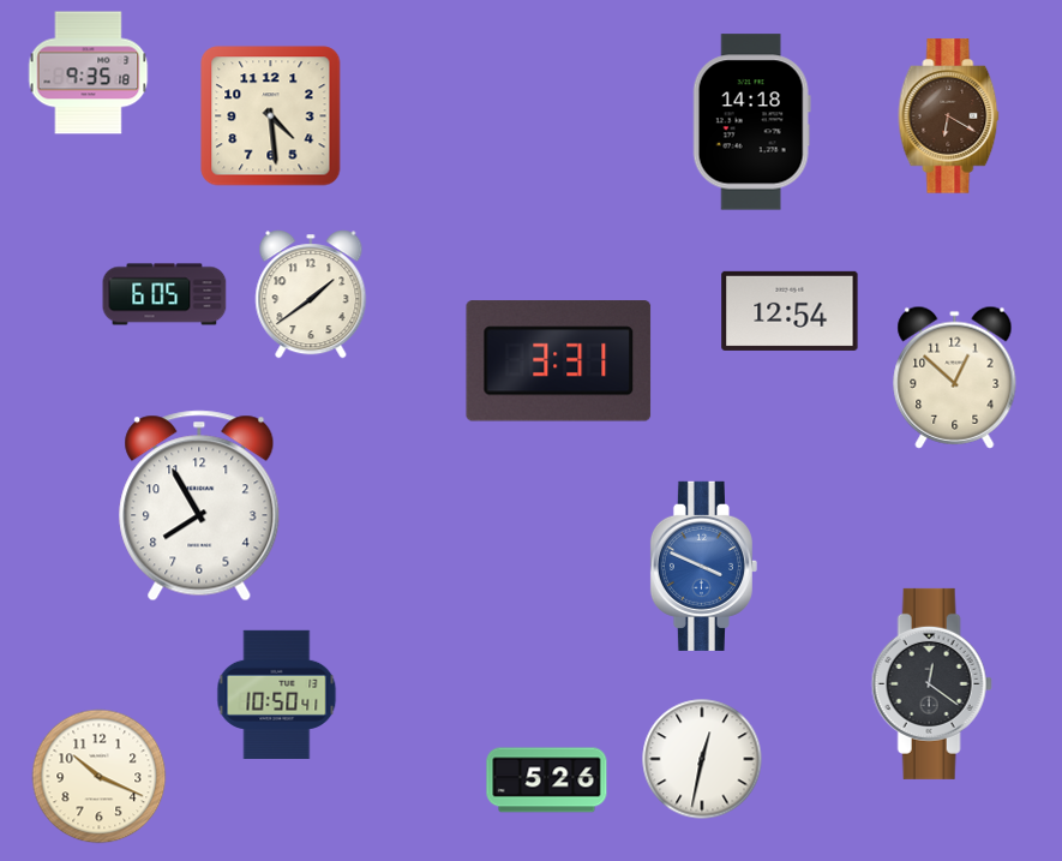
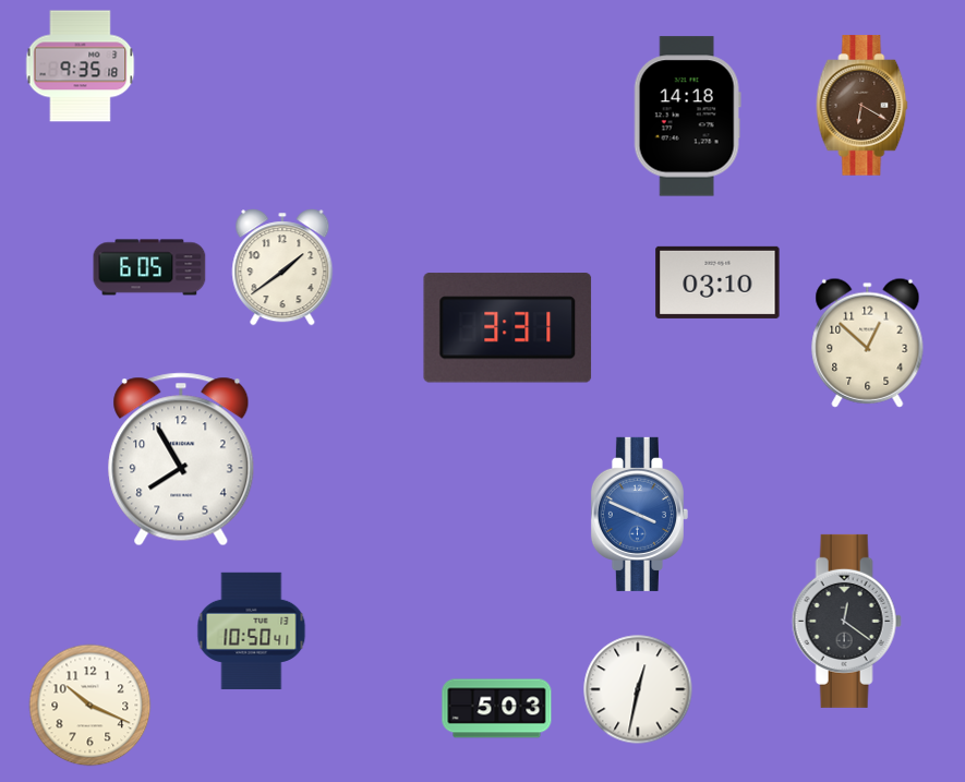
clock at (271, 116): 4:29 -> none
clock at (751, 122) position: (751, 122) -> (687, 117)
clock at (790, 311): 12:54 -> 03:10
clock at (547, 781): 5:26 -> 5:03
